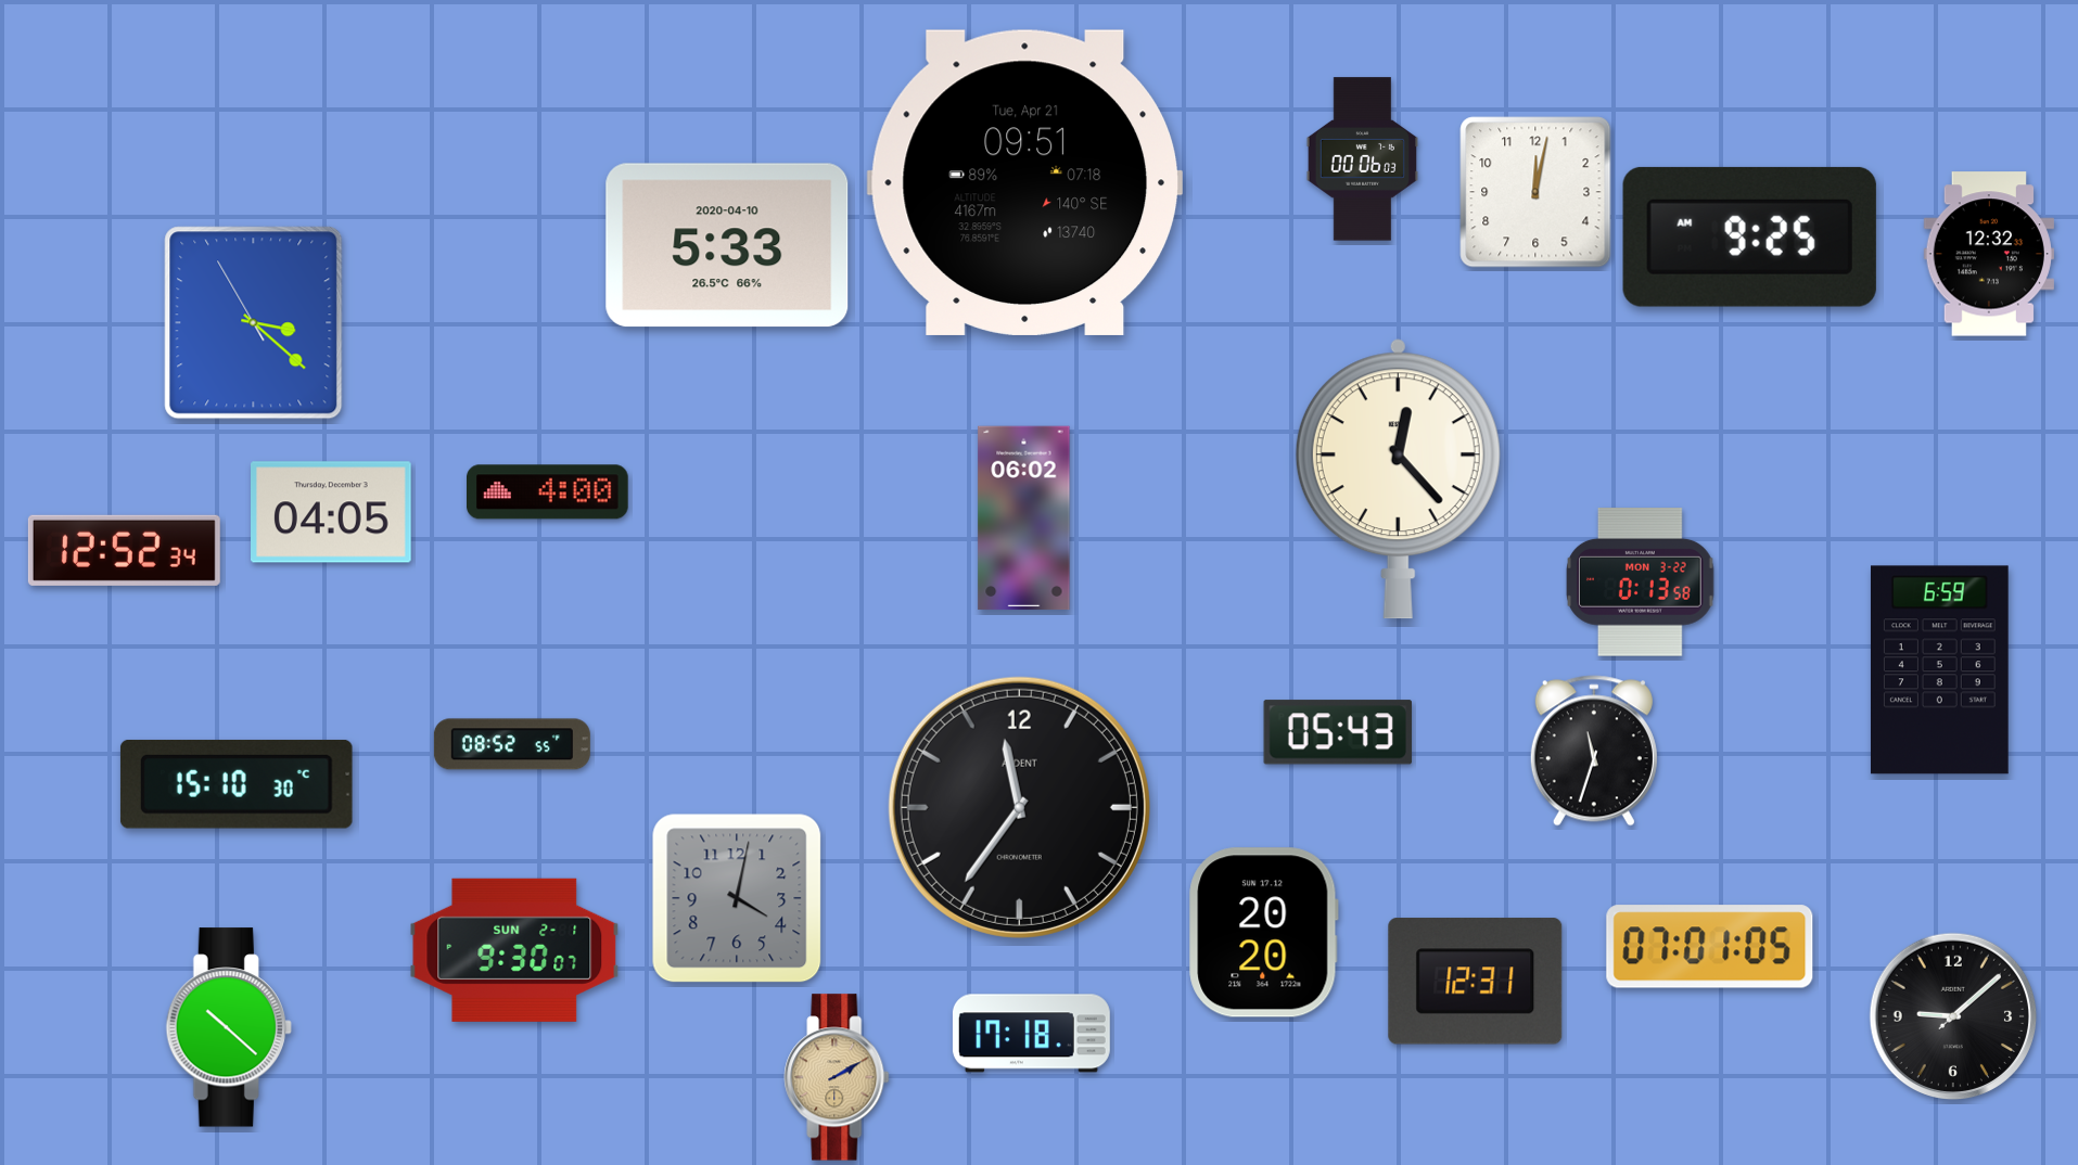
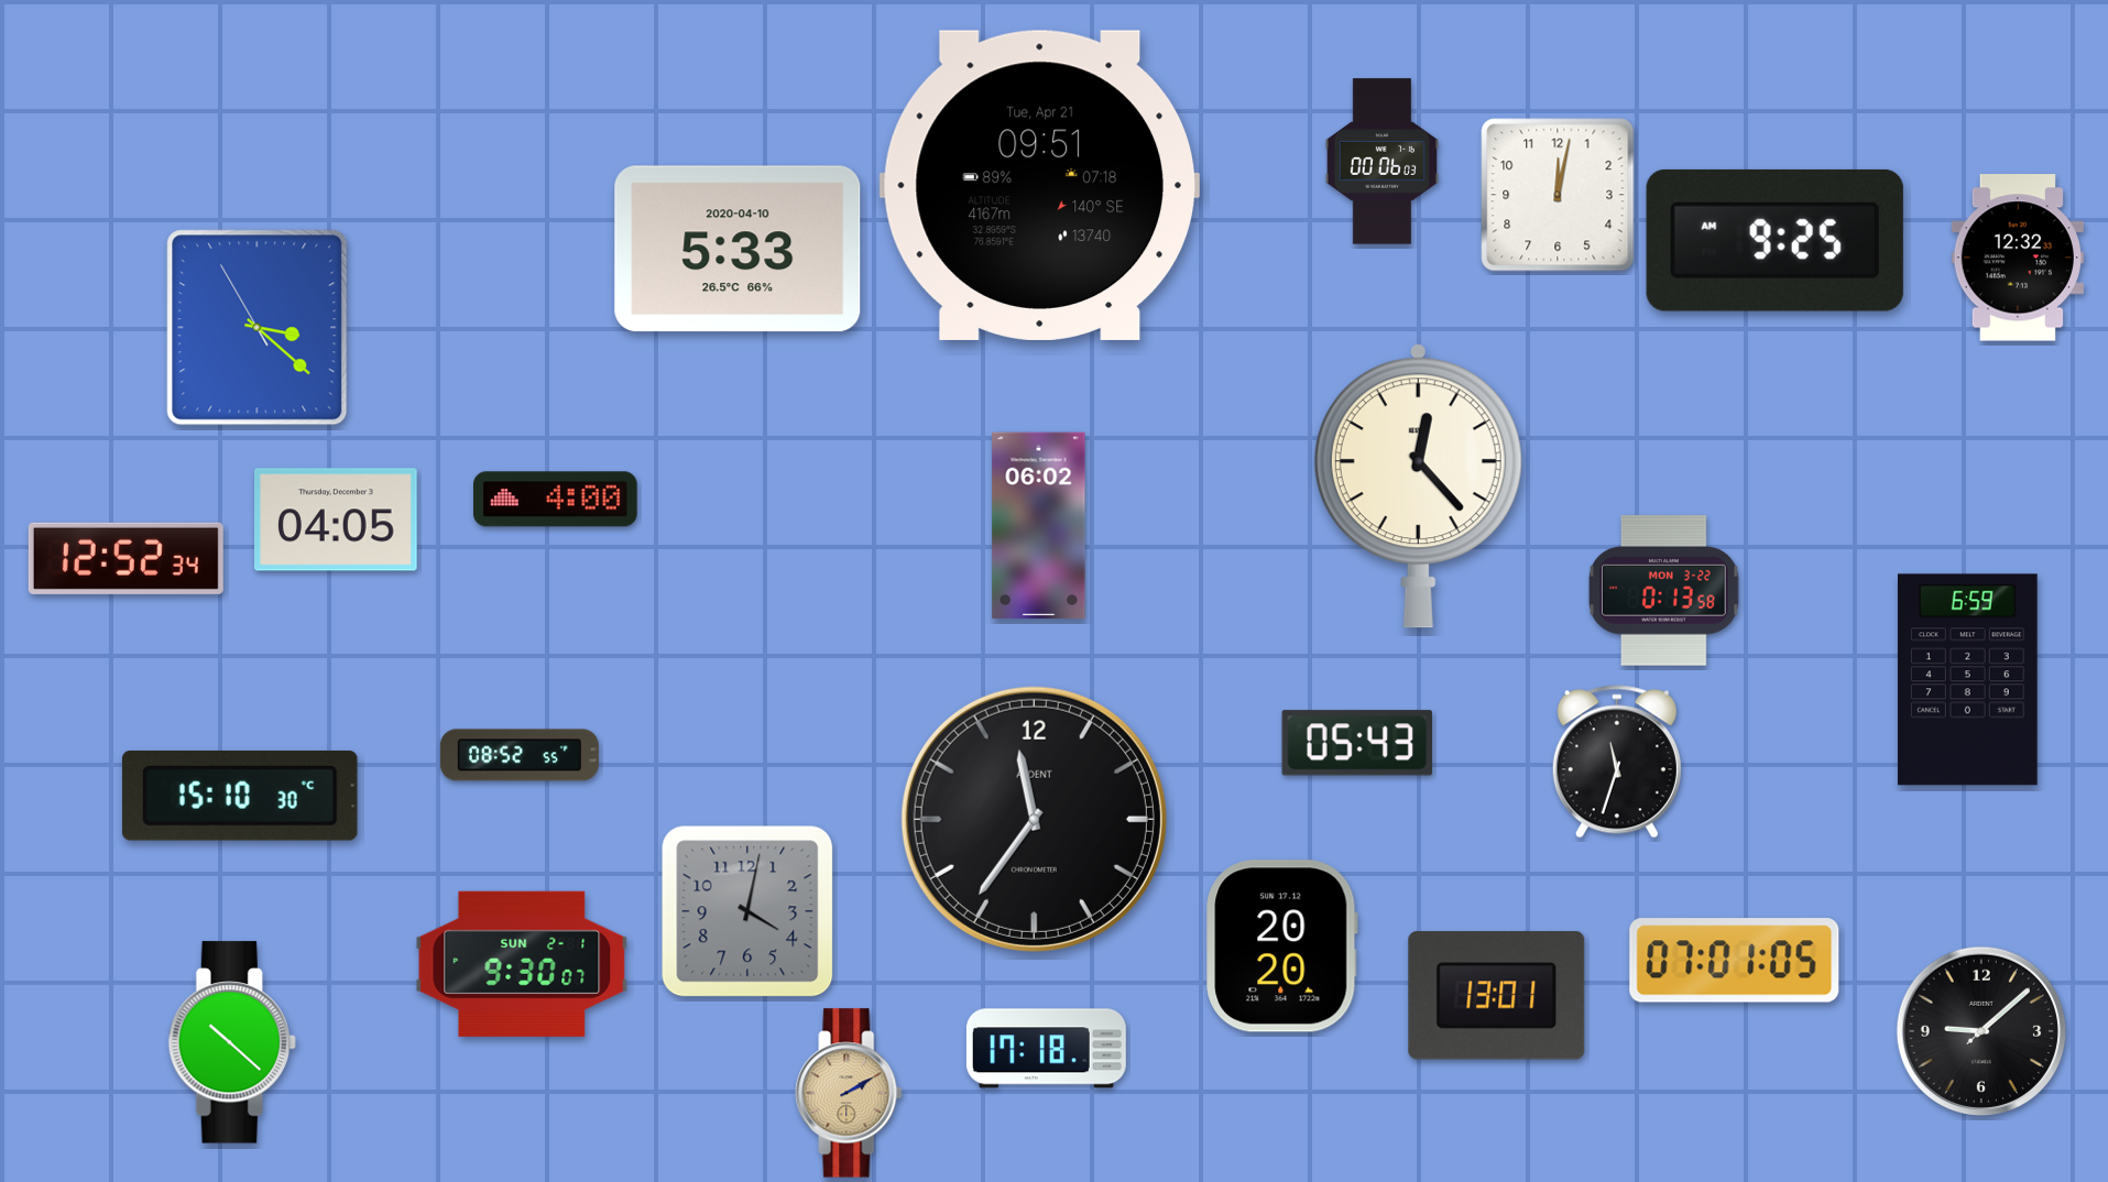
clock at (1476, 982): 12:31 -> 13:01
